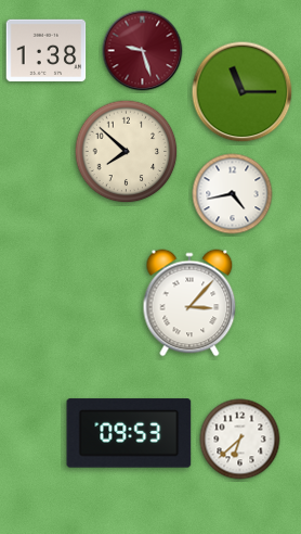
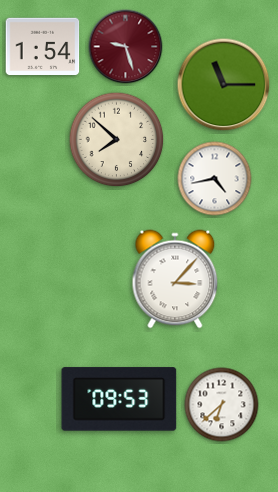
clock at (47, 51): 1:38 -> 1:54
clock at (143, 51) position: (143, 51) -> (126, 47)
